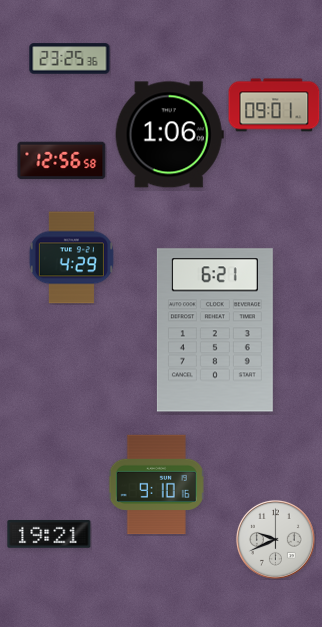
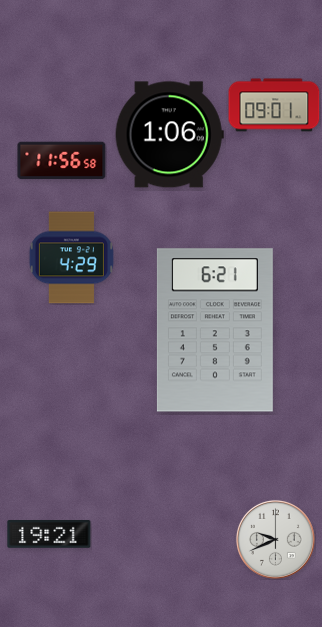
clock at (70, 59): 23:25 -> none
clock at (62, 161): 12:56 -> 11:56
clock at (156, 485): 9:10 -> none
